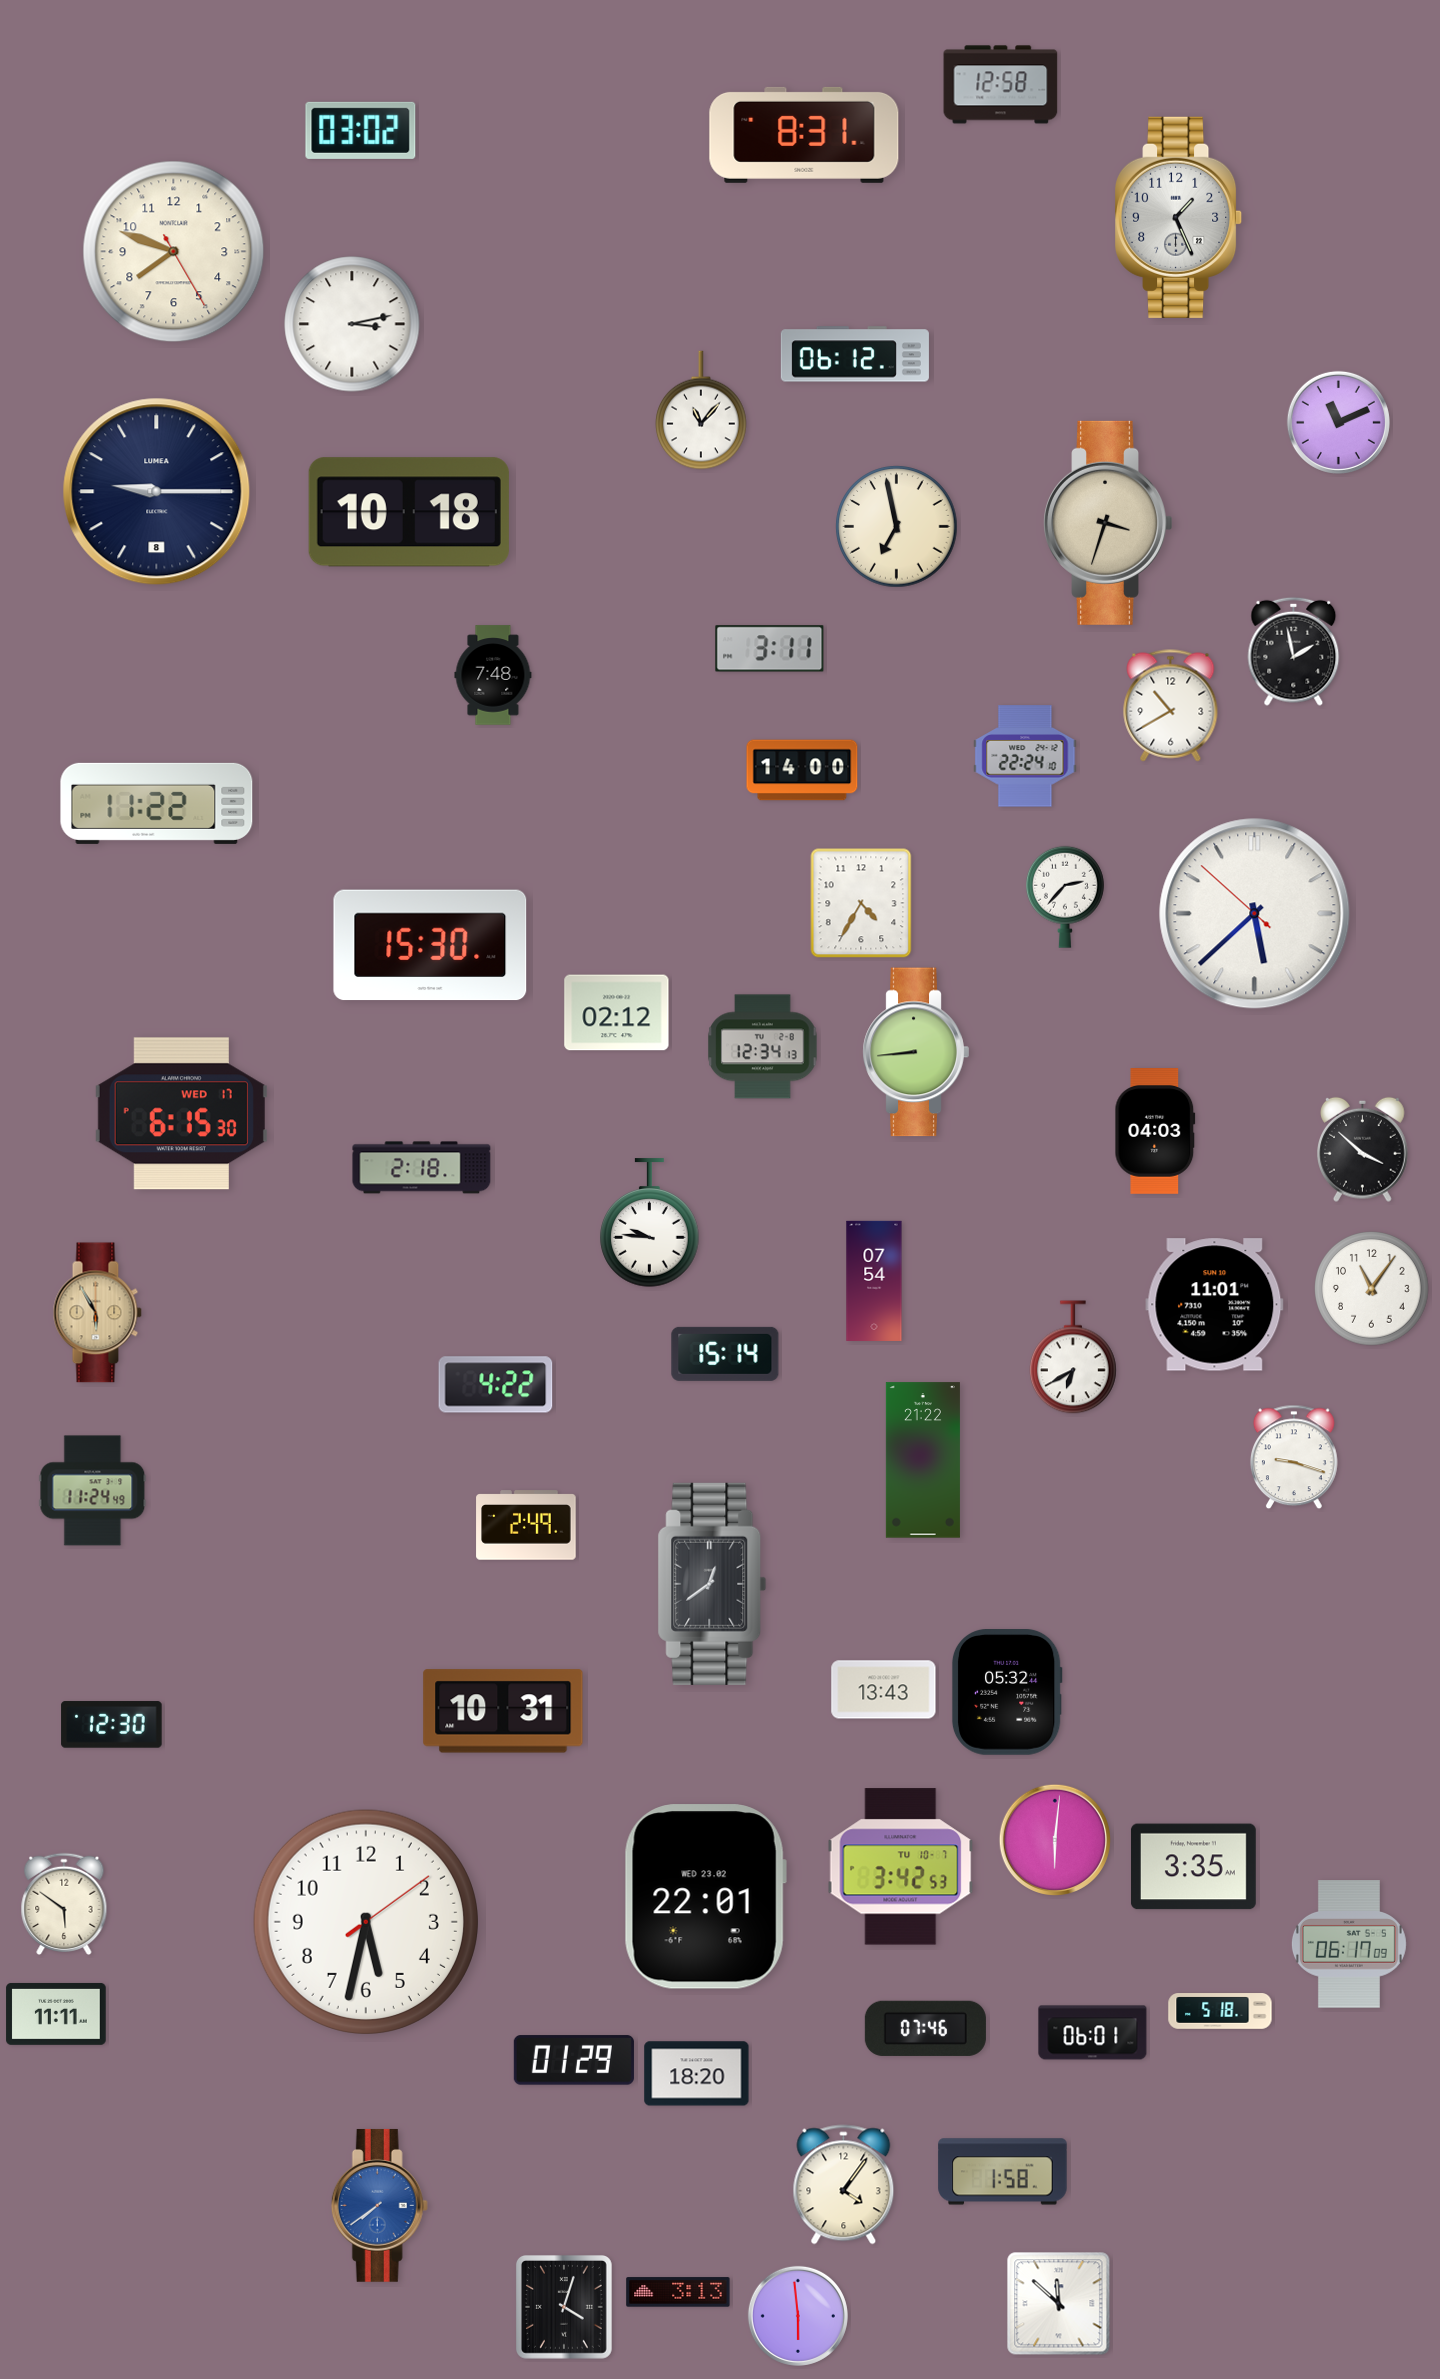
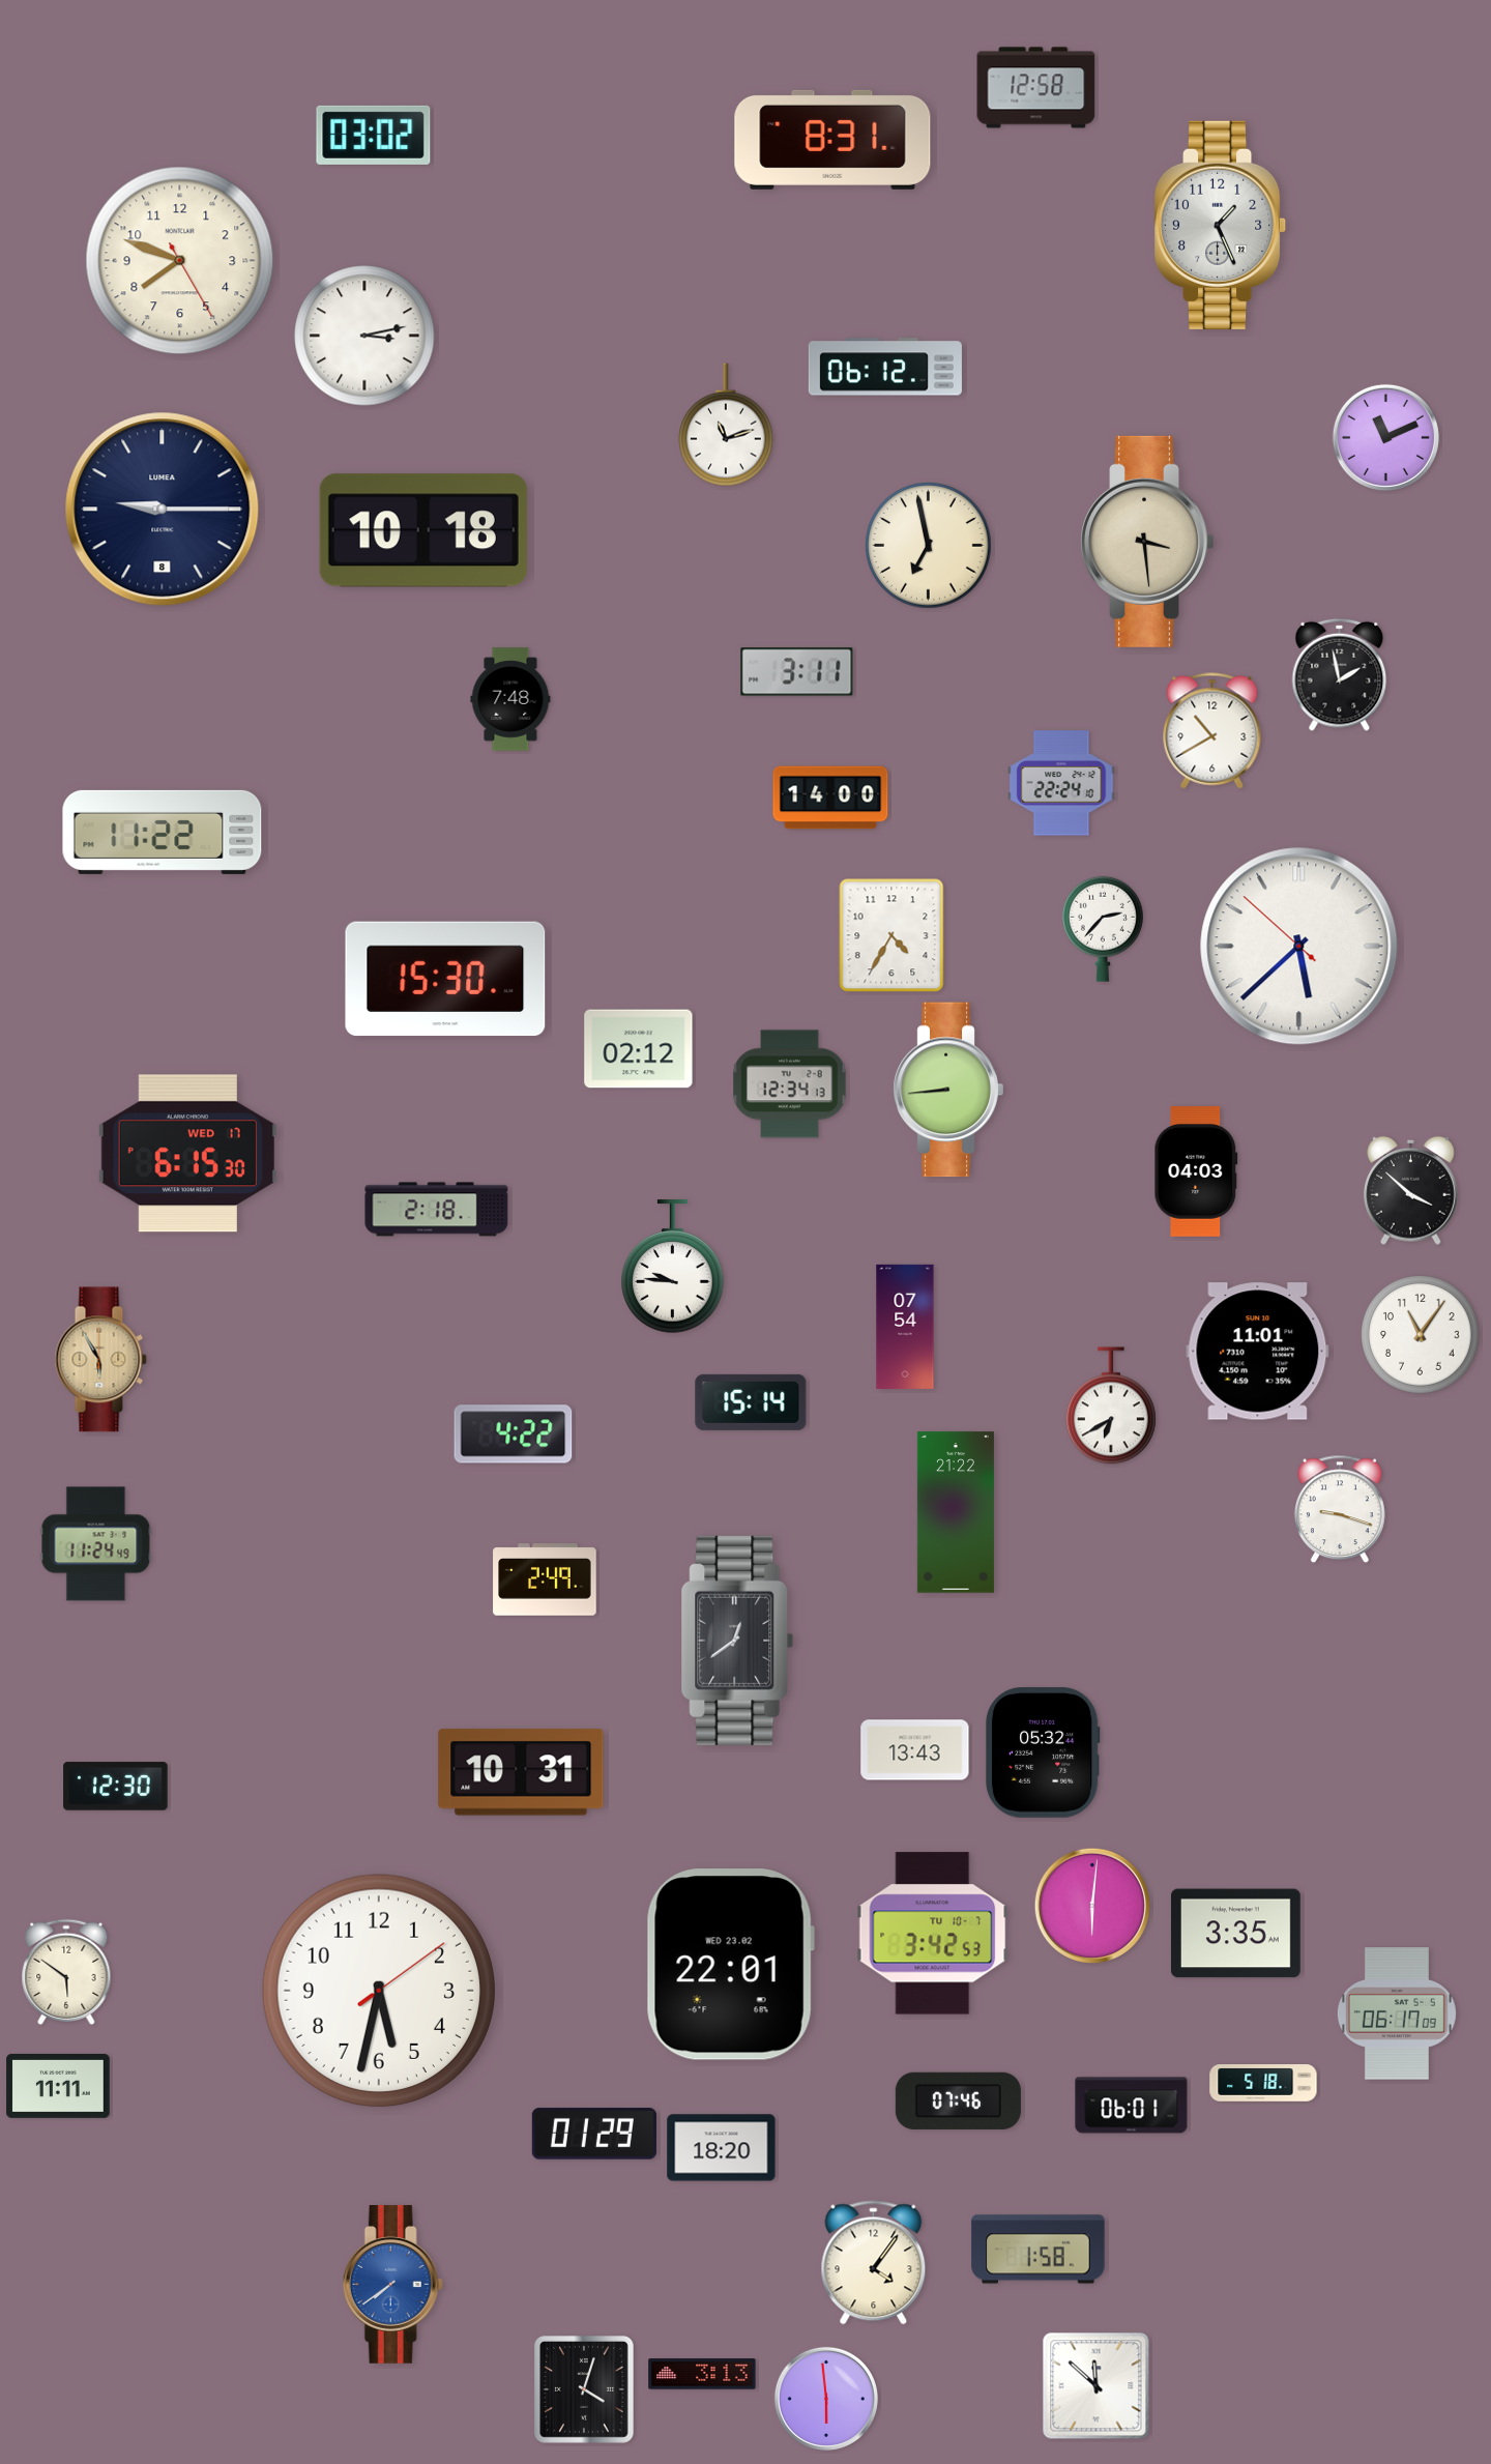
clock at (702, 410): 11:07 -> 11:12
clock at (1107, 523): 3:33 -> 3:29
